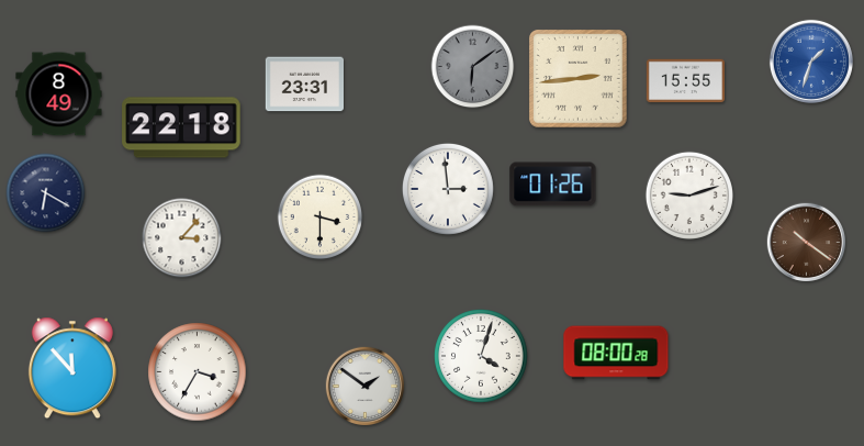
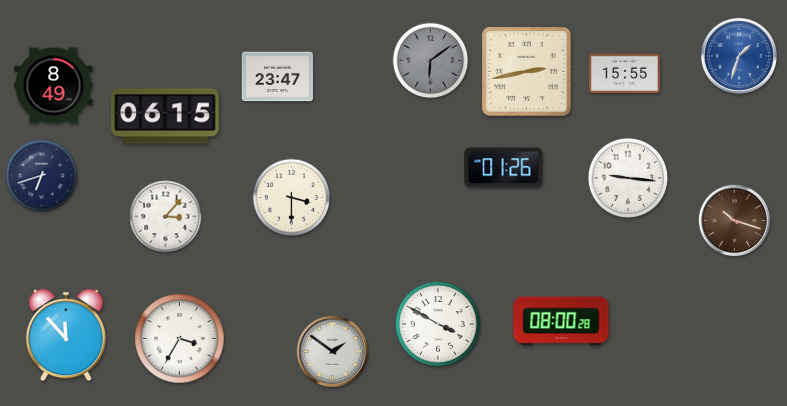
clock at (579, 79): 2:44 -> 2:43
clock at (304, 85): 23:31 -> 23:47
clock at (181, 127): 22:18 -> 06:15
clock at (448, 189): 2:59 -> none
clock at (46, 193): 6:20 -> 6:42
clock at (689, 196): 9:12 -> 9:16
clock at (807, 243): 10:21 -> 10:18
clock at (482, 357): 4:03 -> 3:50
